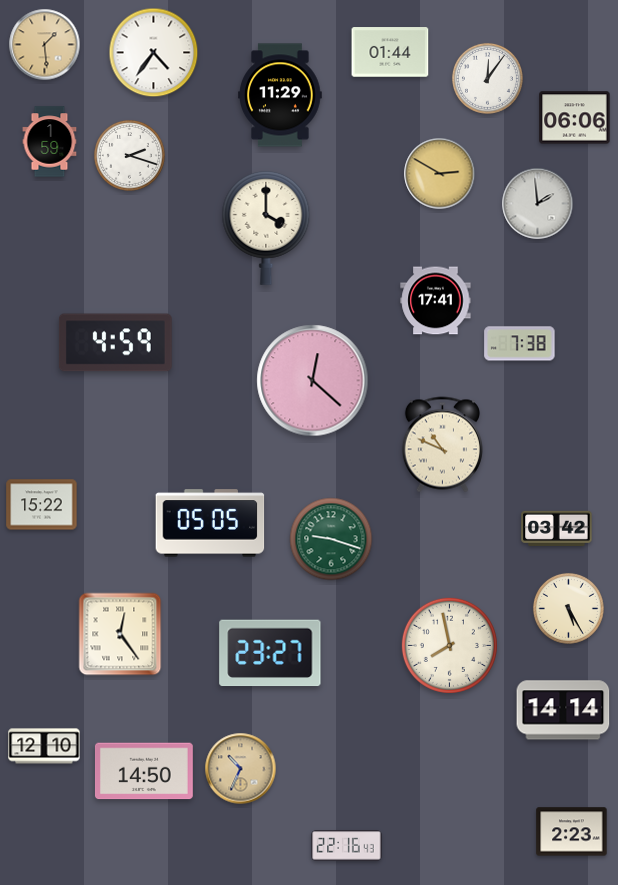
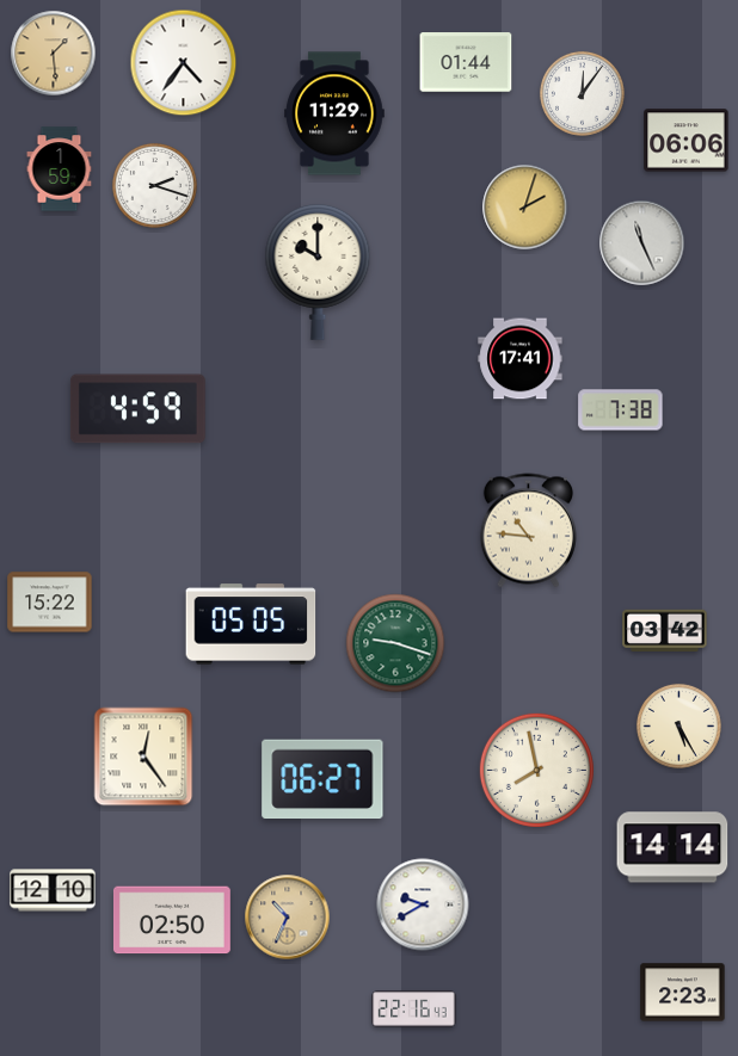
clock at (440, 174): 2:50 -> 2:03
clock at (538, 204): 1:59 -> 11:26
clock at (266, 228): 4:00 -> 10:00
clock at (313, 381): 12:22 -> none
clock at (442, 445): 10:49 -> 10:46
clock at (270, 653): 23:27 -> 06:27
clock at (423, 904): none -> 9:40
clock at (144, 771): 14:50 -> 02:50
